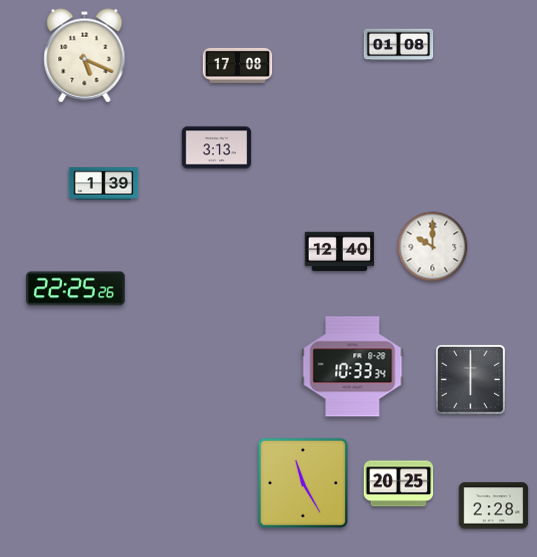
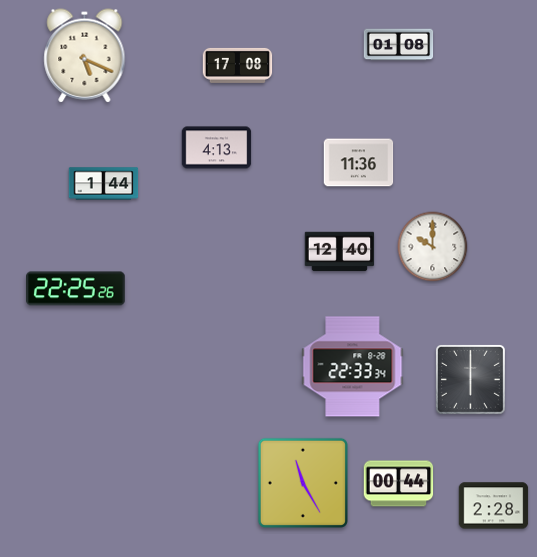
clock at (217, 148): 3:13 -> 4:13
clock at (359, 163): none -> 11:36
clock at (104, 184): 1:39 -> 1:44
clock at (353, 367): 10:33 -> 22:33
clock at (399, 484): 20:25 -> 00:44
